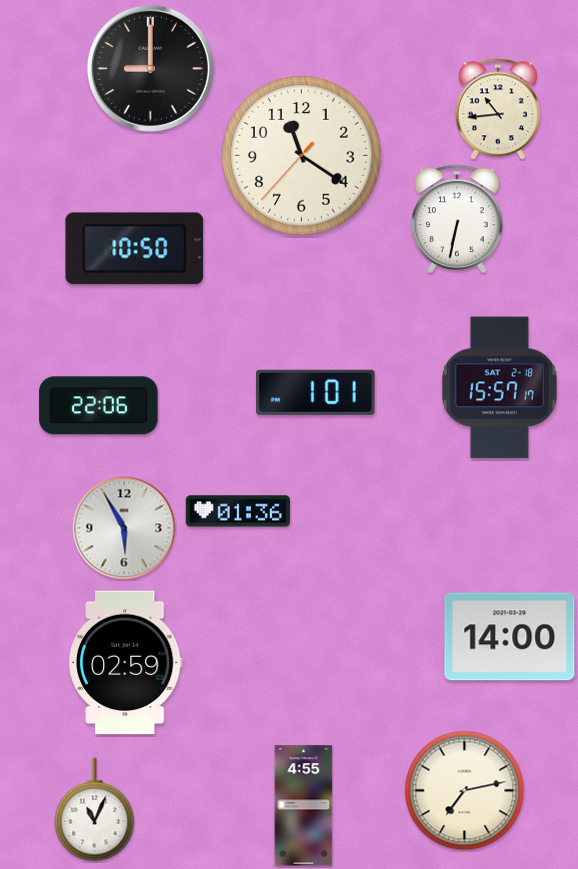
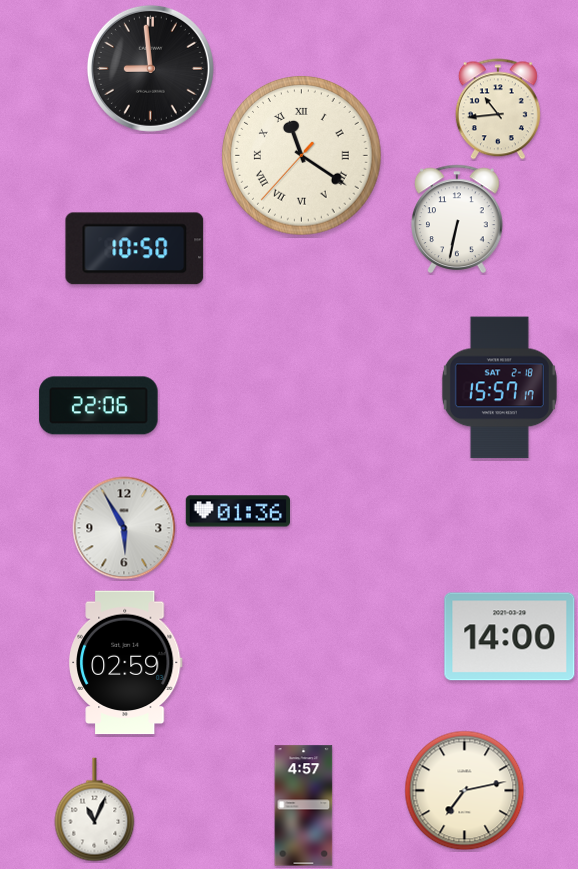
clock at (150, 68): 9:00 -> 8:59
clock at (302, 156) numerals: Arabic -> Roman
clock at (316, 392): 1:01 -> none
clock at (304, 806): 4:55 -> 4:57
